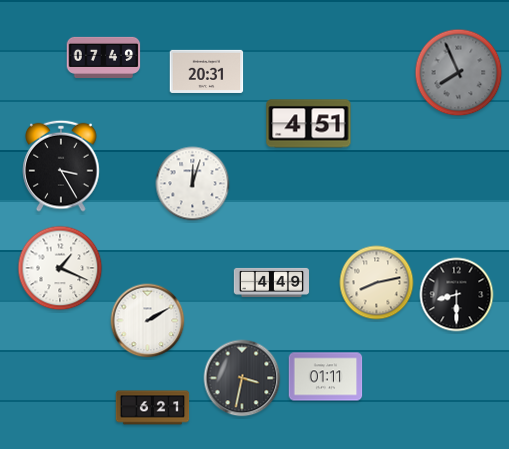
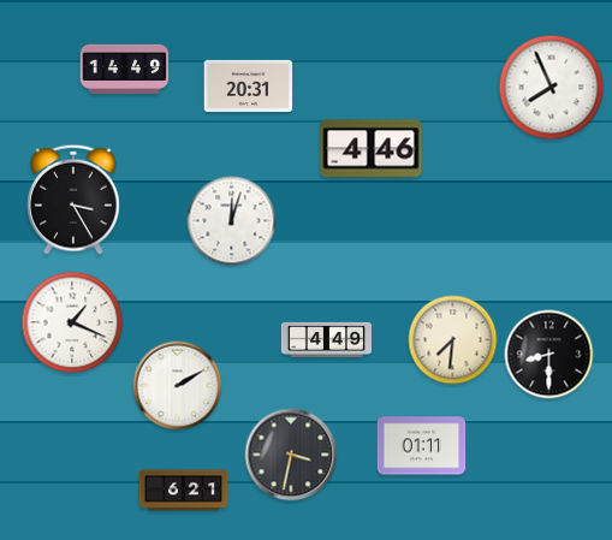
clock at (104, 57): 07:49 -> 14:49
clock at (459, 73) dial: grey -> white
clock at (309, 124): 4:51 -> 4:46
clock at (377, 283): 8:13 -> 7:31
clock at (326, 377) position: (326, 377) -> (422, 446)
